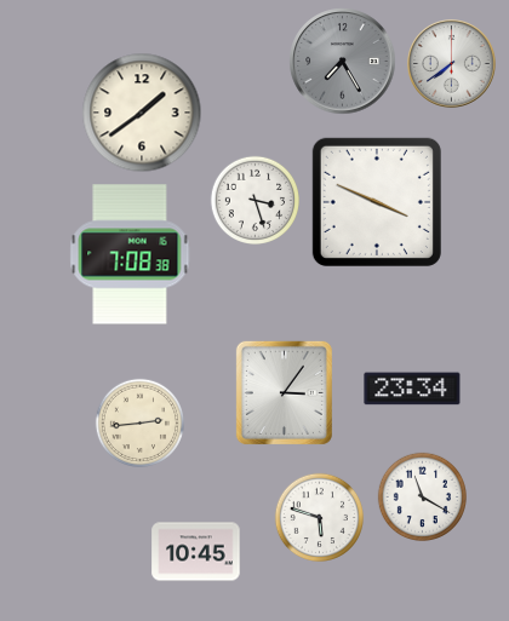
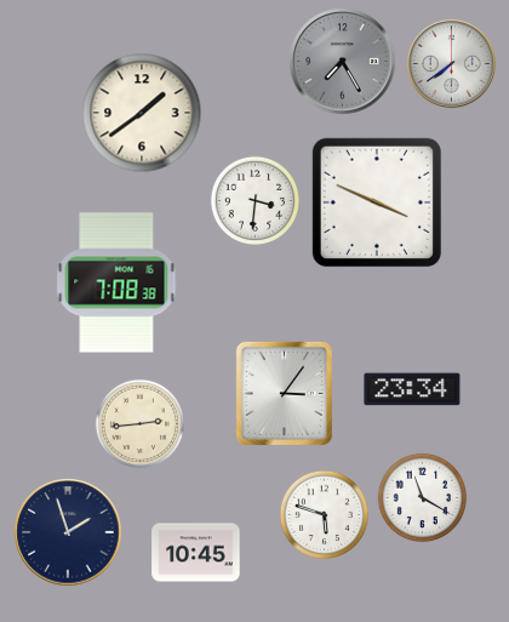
clock at (254, 200): 3:27 -> 3:31
clock at (130, 254) position: (130, 254) -> (116, 283)
clock at (319, 517) position: (319, 517) -> (324, 514)
clock at (68, 532): none -> 1:57
